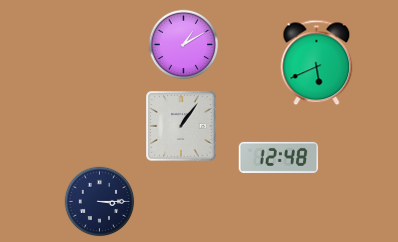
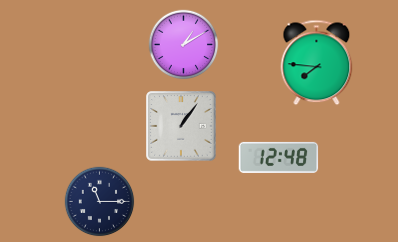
clock at (317, 63): 5:41 -> 7:46
clock at (100, 202): 3:15 -> 11:15
